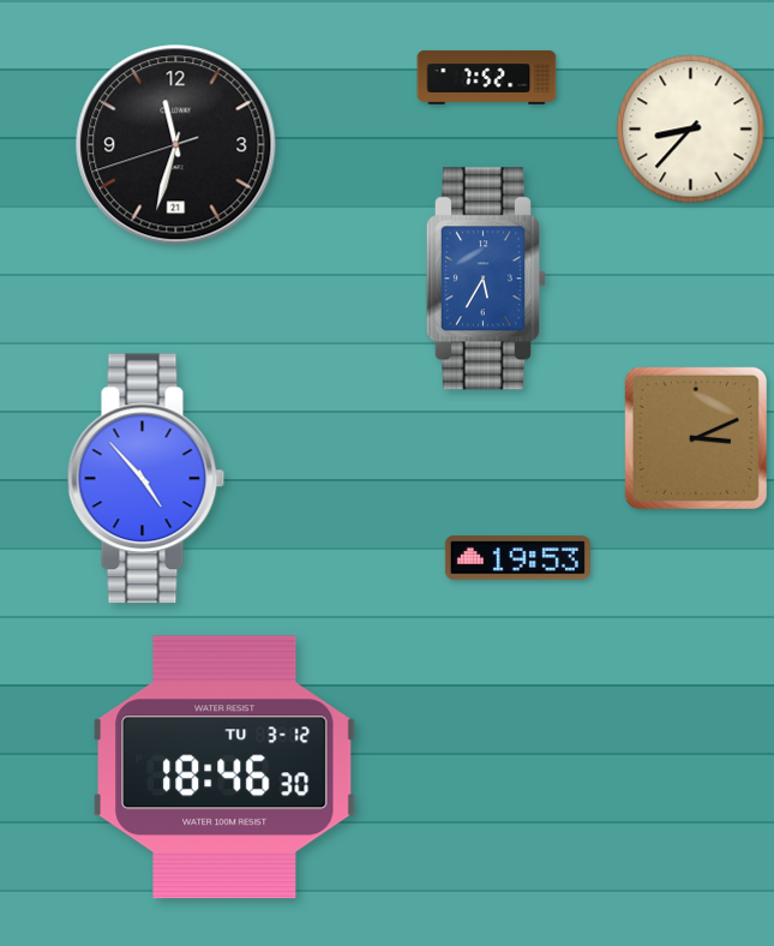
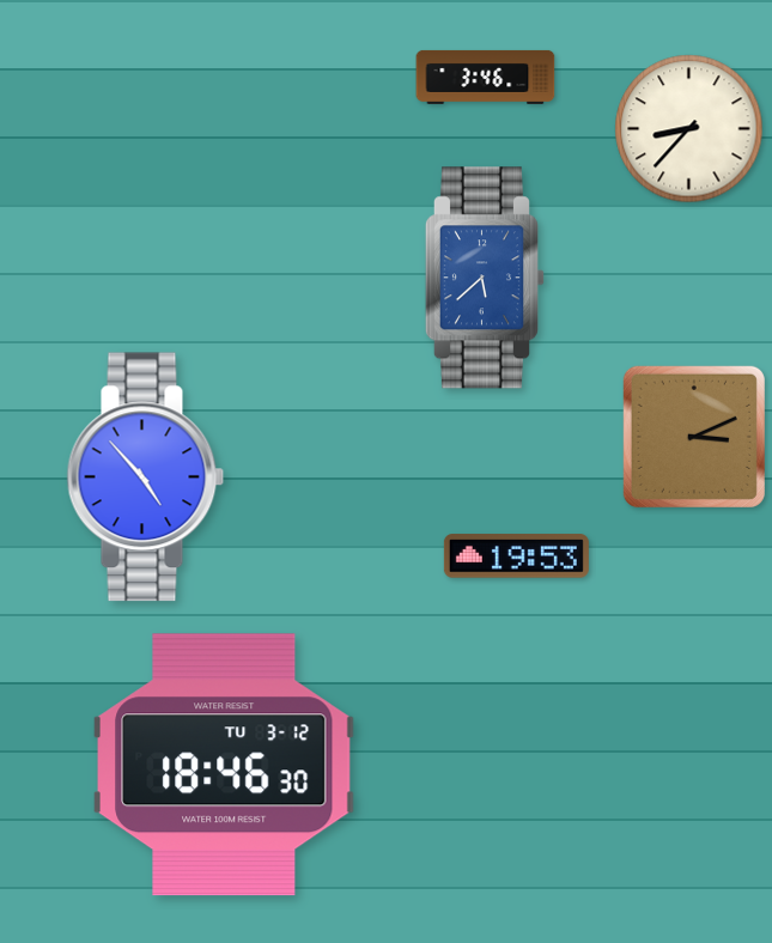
clock at (487, 77): 7:52 -> 3:46
clock at (176, 145): 11:32 -> none
clock at (485, 279): 5:35 -> 5:38
